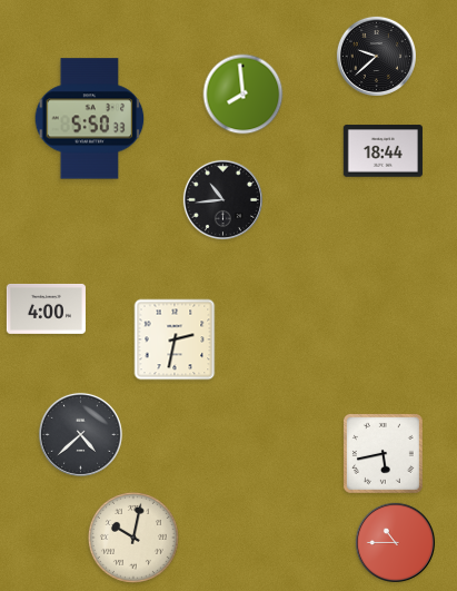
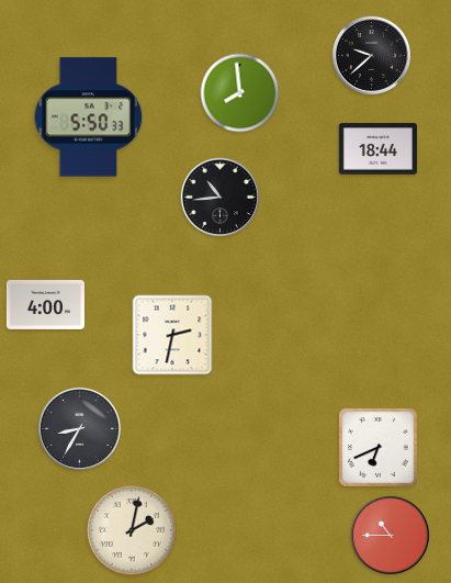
clock at (80, 434): 4:38 -> 8:35
clock at (383, 453): 5:43 -> 6:41
clock at (133, 538): 10:02 -> 2:02
